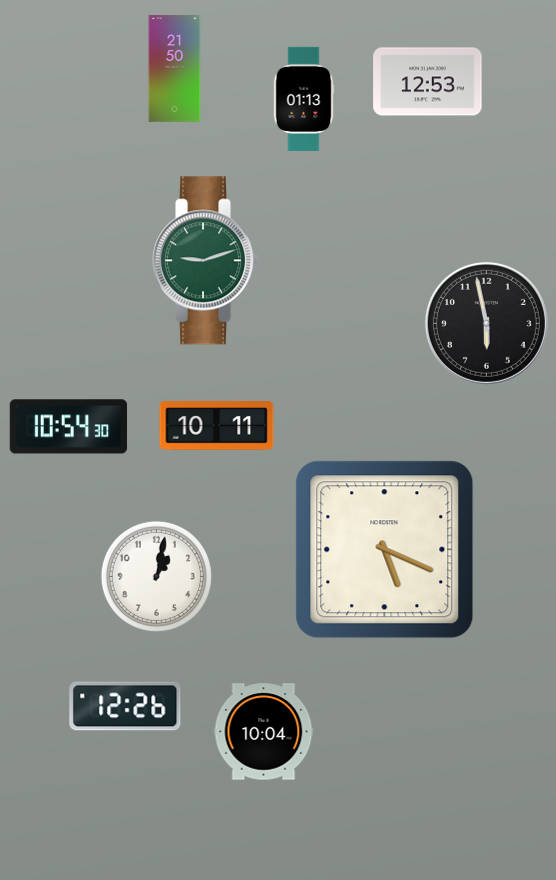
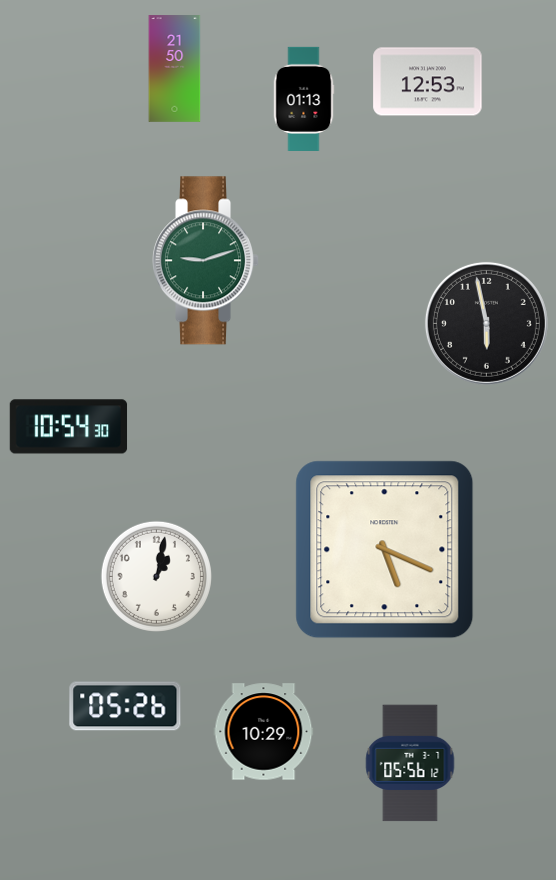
clock at (217, 426): 10:11 -> none
clock at (125, 706): 12:26 -> 05:26
clock at (264, 732): 10:04 -> 10:29
clock at (410, 763): none -> 05:56
